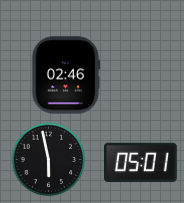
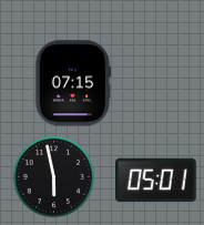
clock at (66, 75): 02:46 -> 07:15
